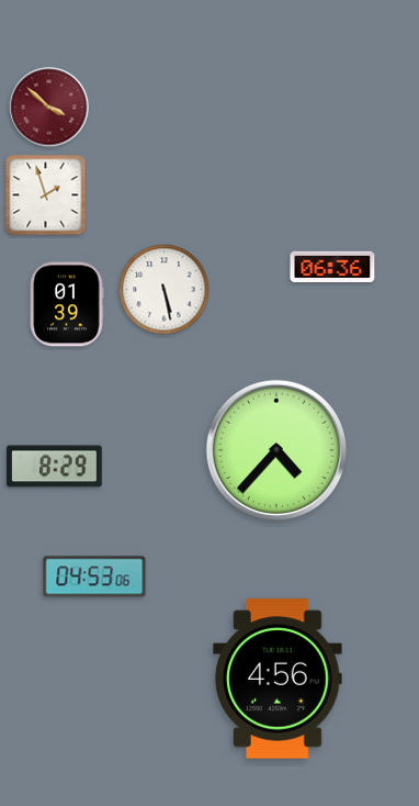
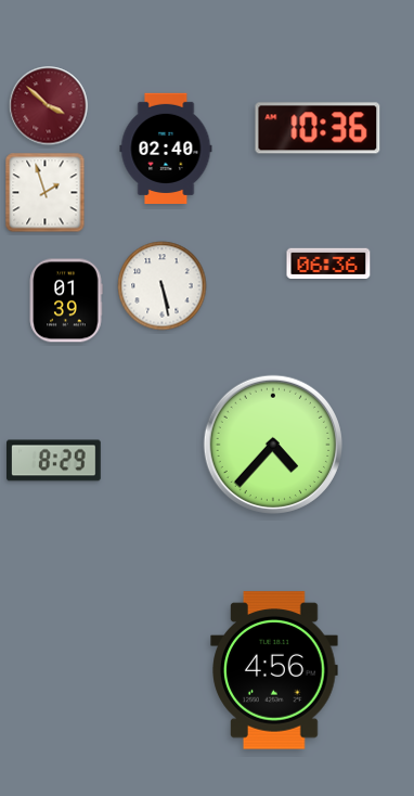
clock at (318, 128): none -> 10:36
clock at (166, 149): none -> 02:40
clock at (94, 576): 04:53 -> none
